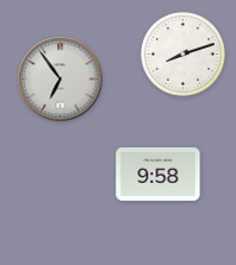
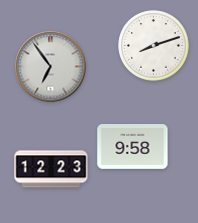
clock at (51, 169): none -> 12:23
